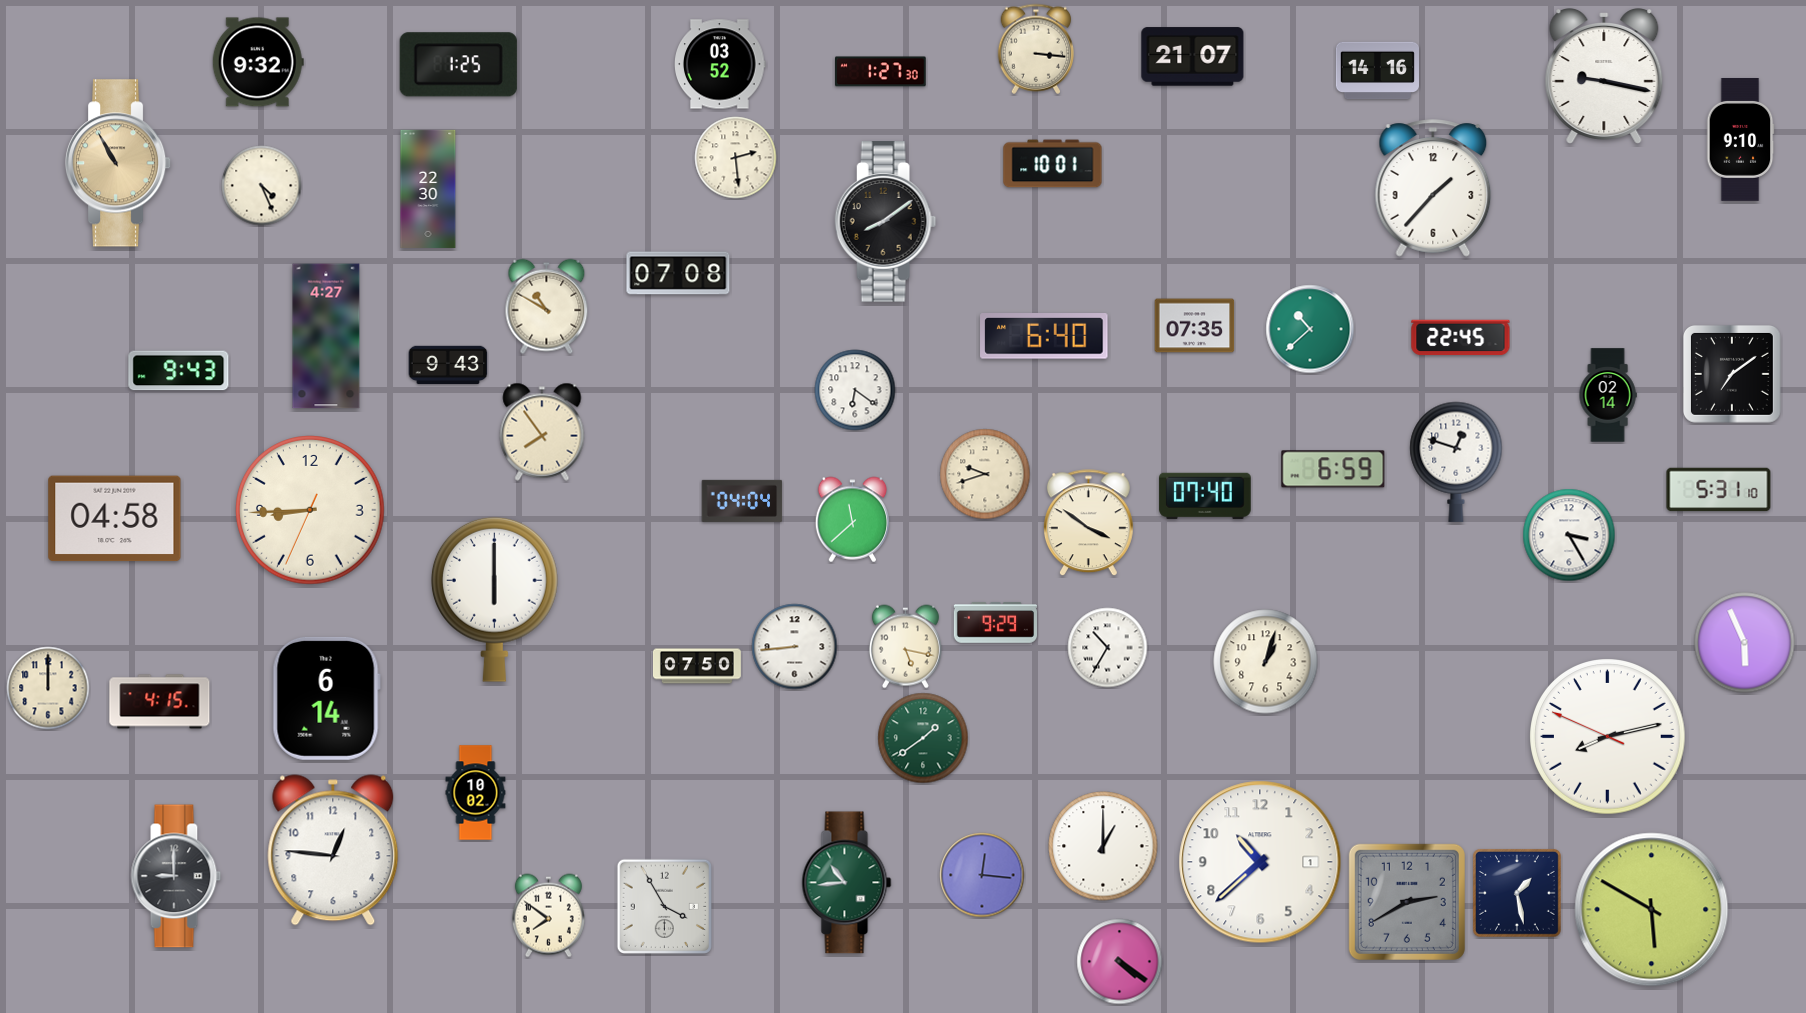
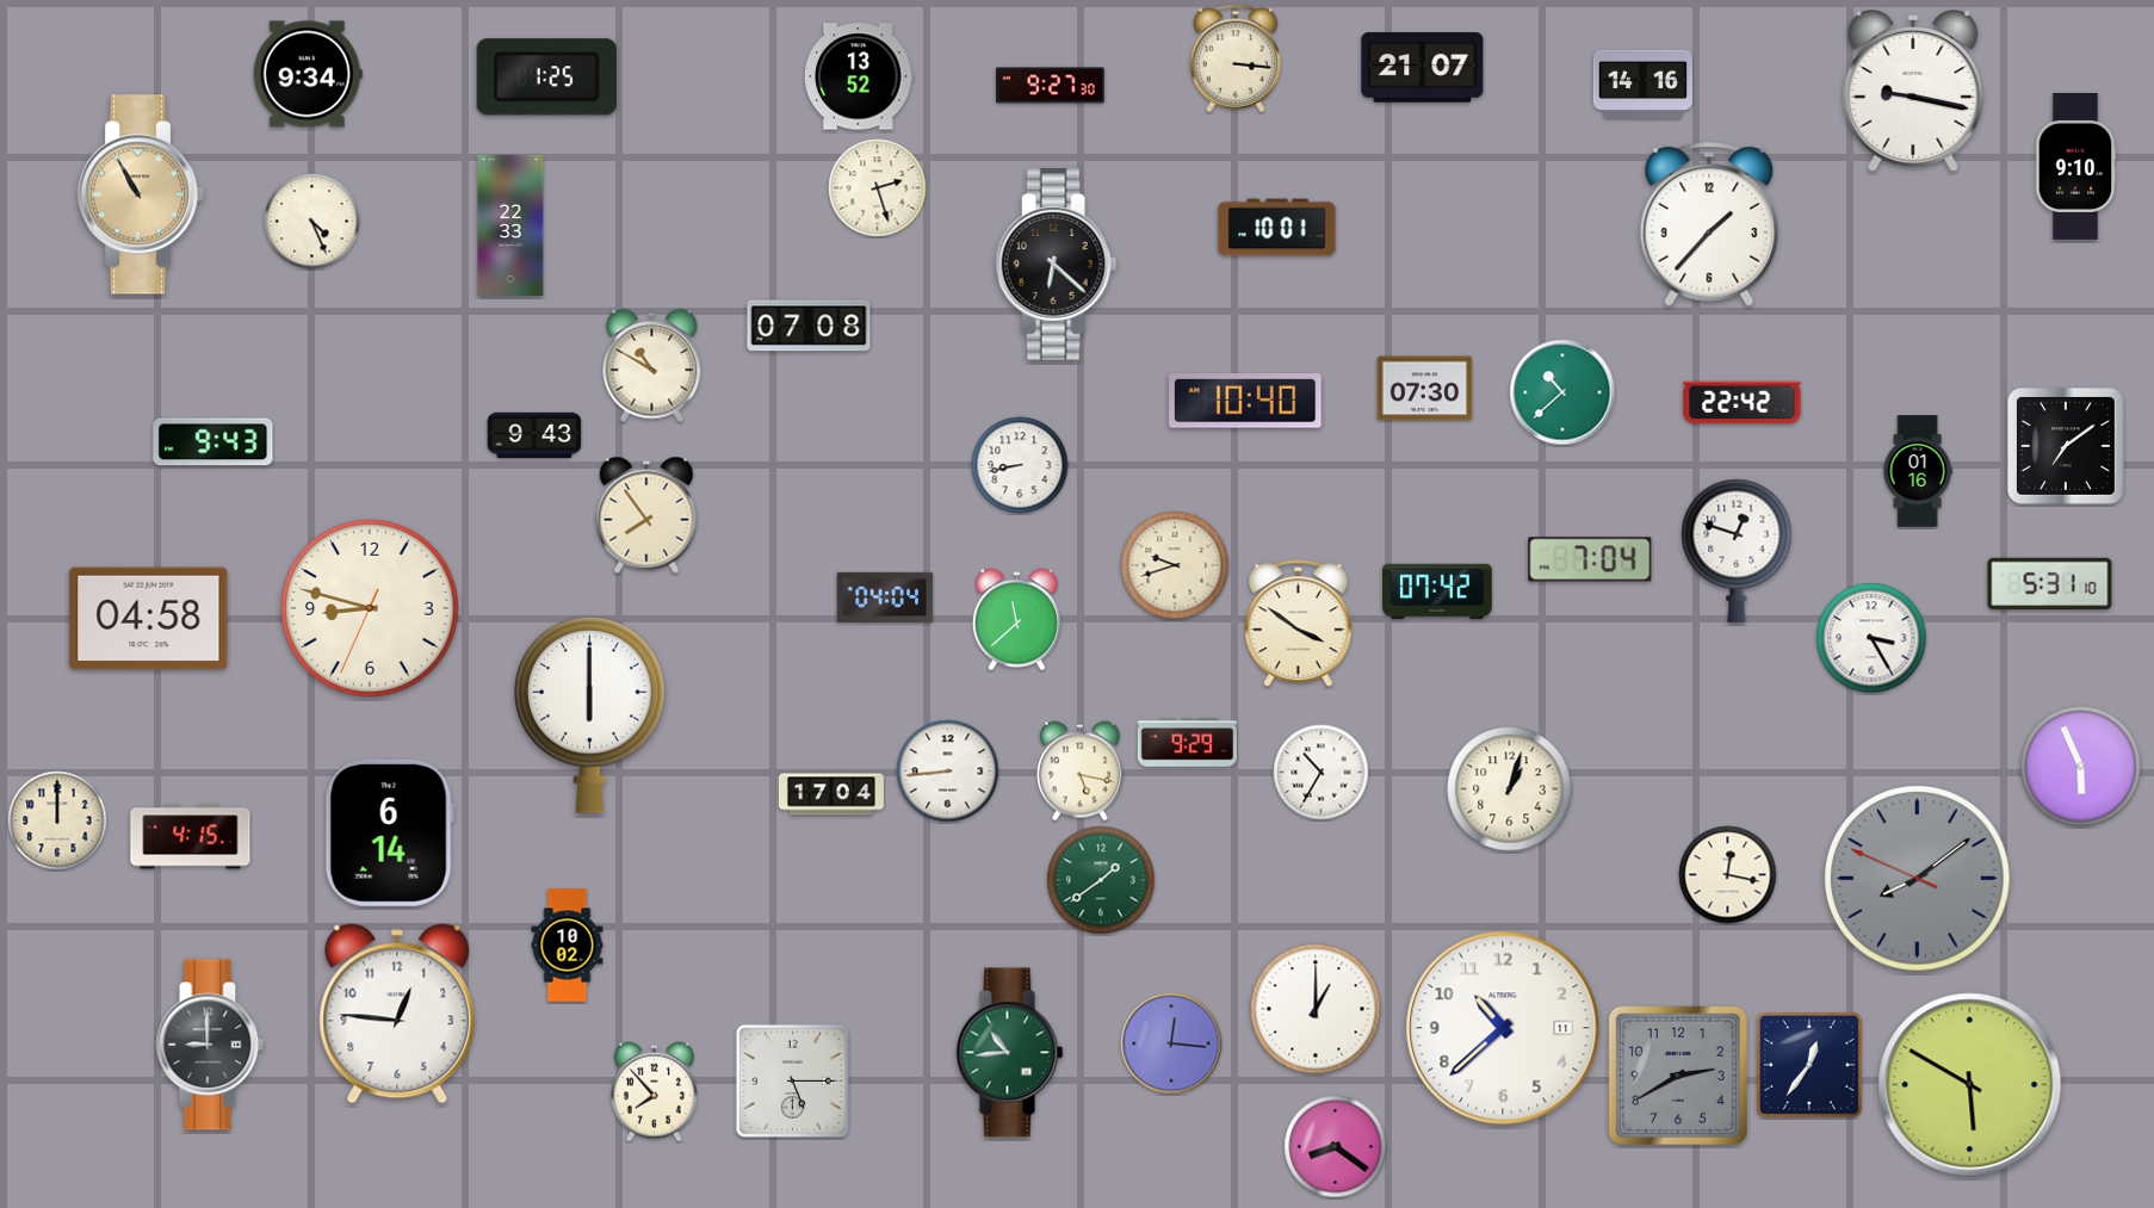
clock at (258, 62): 9:32 -> 9:34
clock at (721, 64): 03:52 -> 13:52
clock at (881, 72): 1:27 -> 9:27
clock at (736, 158): 2:29 -> 2:27
clock at (1053, 164) position: (1053, 164) -> (1277, 228)
clock at (428, 189): 22:30 -> 22:33
clock at (886, 222): 8:09 -> 6:22
clock at (1195, 326): 07:35 -> 07:30
clock at (326, 336): 4:27 -> none
clock at (1044, 336): 6:40 -> 10:40
clock at (1461, 338): 22:45 -> 22:42
clock at (855, 390): 6:21 -> 8:43
clock at (1608, 395): 02:14 -> 01:16
clock at (1333, 469): 6:59 -> 7:04
clock at (1205, 496): 07:40 -> 07:42
clock at (310, 510): 8:44 -> 8:47
clock at (115, 519) position: (115, 519) -> (149, 619)
clock at (697, 666): 07:50 -> 17:04
clock at (1728, 875): none -> 12:17
clock at (1608, 737): 8:12 -> 8:08
clock at (1608, 737) dial: white -> grey
clock at (1260, 862) date: 1 -> 11
clock at (1517, 893): 1:28 -> 12:36
clock at (664, 906): 3:55 -> 5:15
clock at (548, 916): 7:51 -> 7:53
clock at (1120, 962): 4:21 -> 8:21
